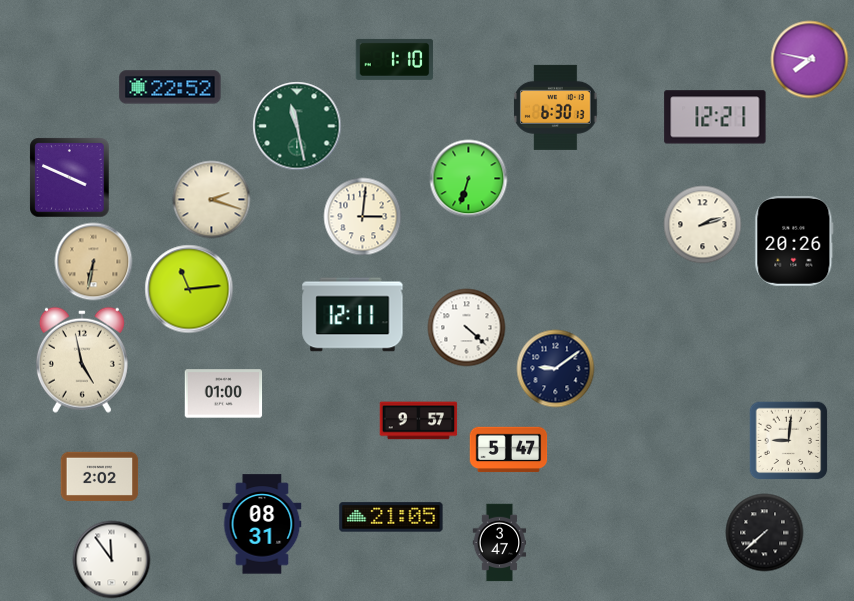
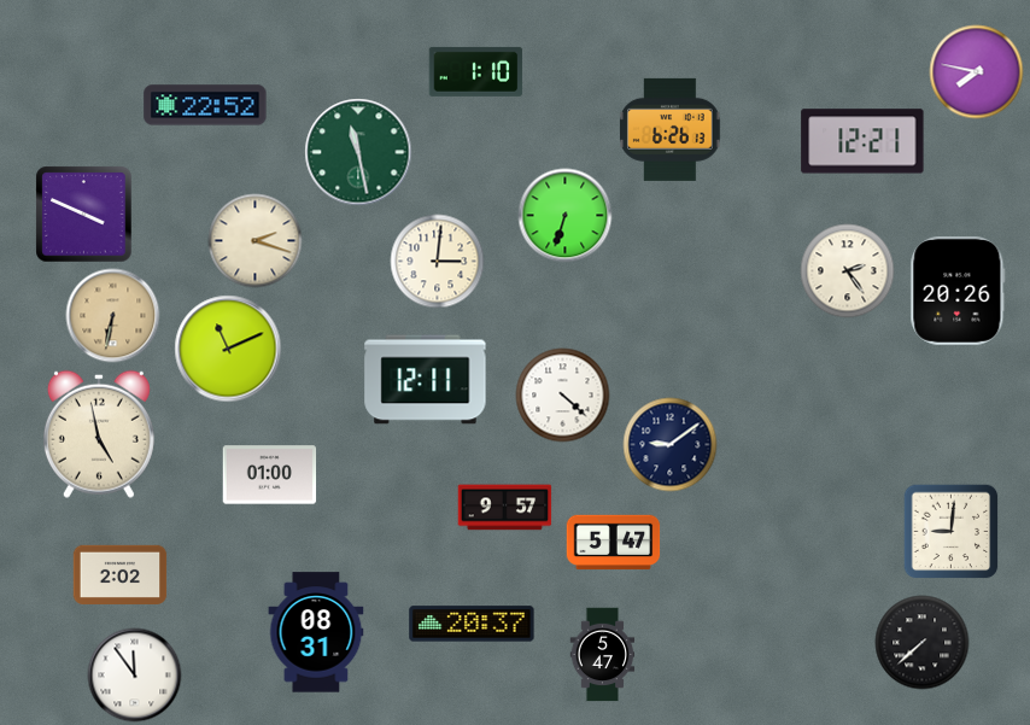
clock at (556, 107): 6:30 -> 6:26
clock at (702, 224): 2:12 -> 2:24
clock at (189, 289): 11:14 -> 11:11
clock at (391, 517): 21:05 -> 20:37
clock at (500, 542): 3:47 -> 5:47
